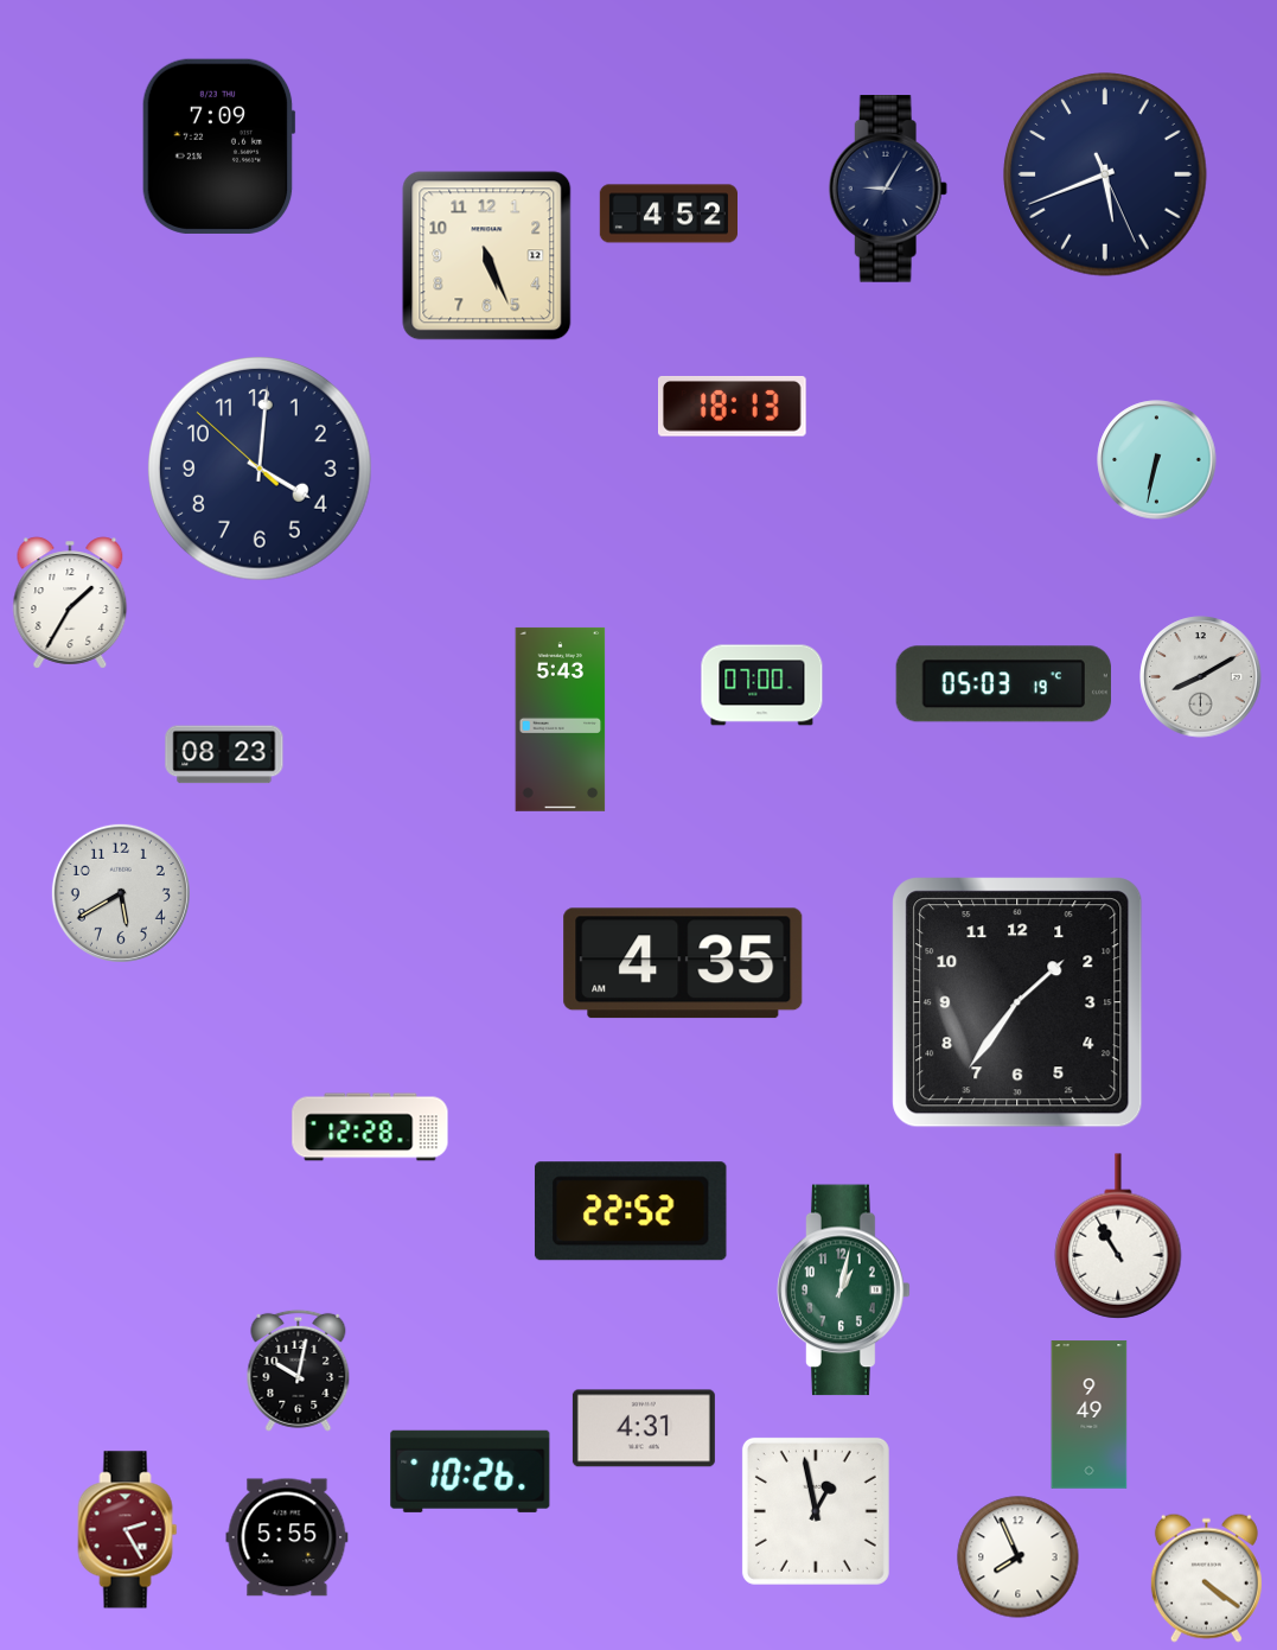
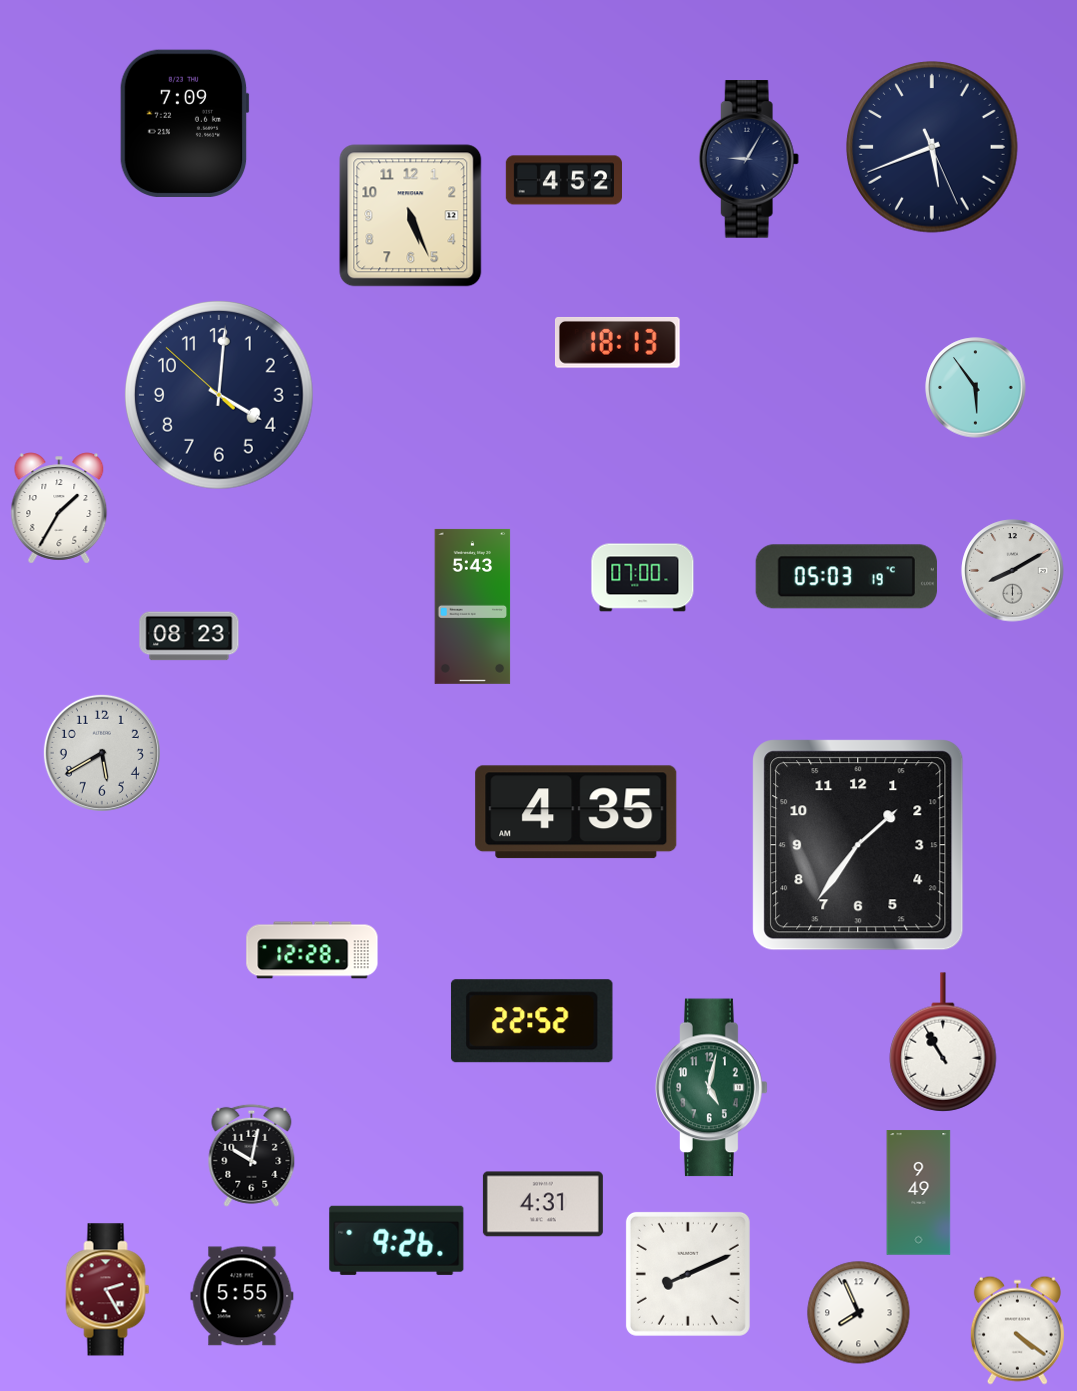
clock at (1157, 460): 6:32 -> 5:54
clock at (844, 1291): 1:02 -> 5:02
clock at (471, 1471): 10:26 -> 9:26
clock at (816, 1511): 12:58 -> 8:11
